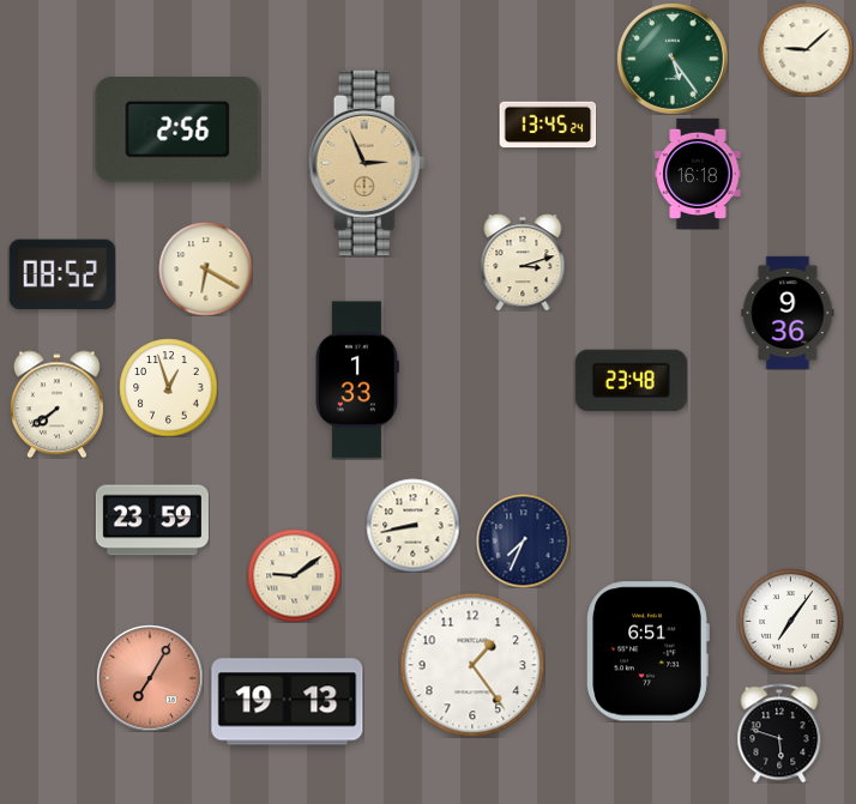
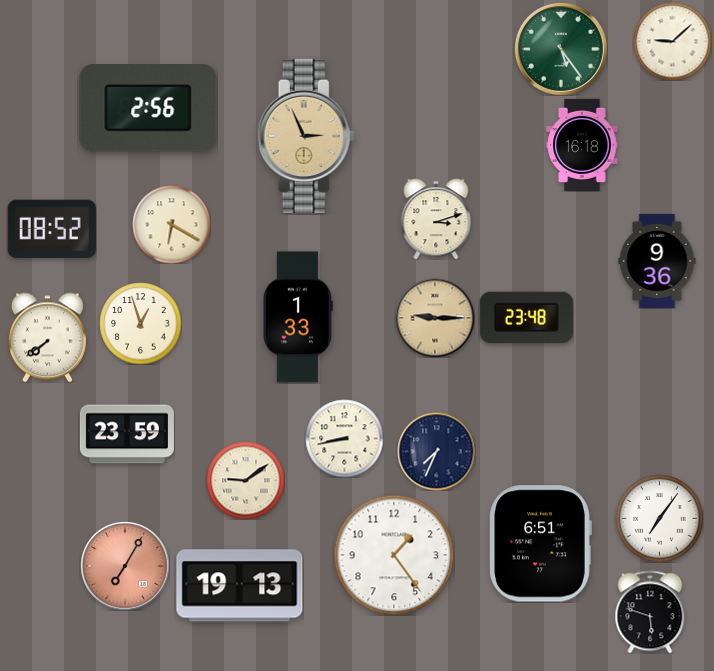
clock at (548, 125): 13:45 -> none
clock at (435, 318): none -> 9:15
